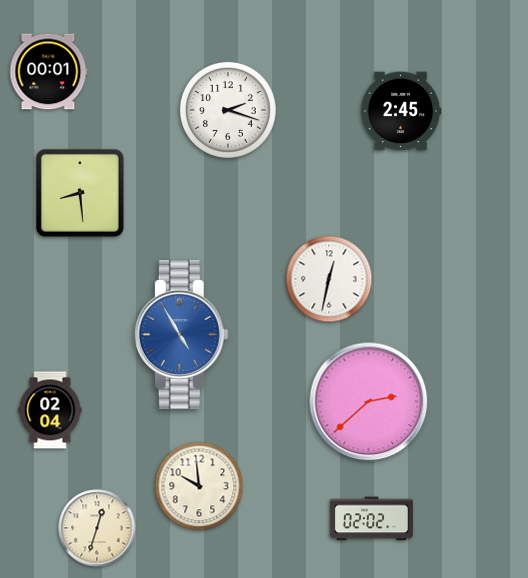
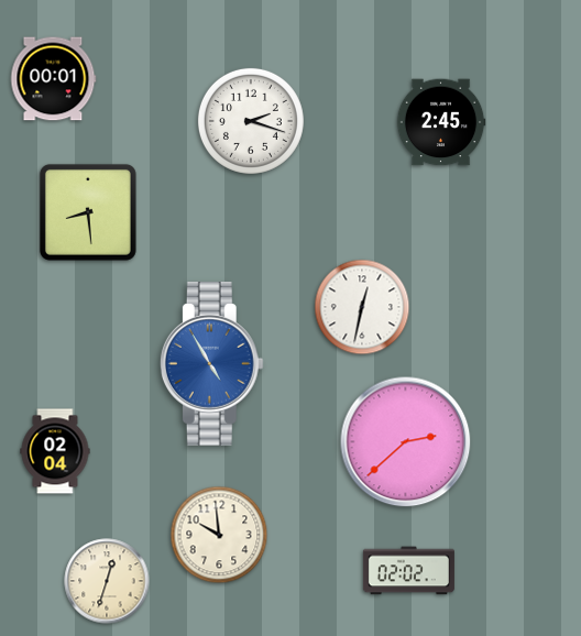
clock at (181, 335) position: (181, 335) -> (211, 364)
